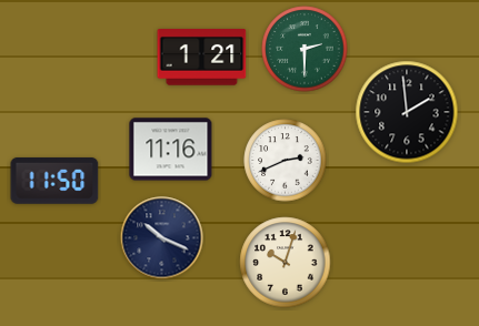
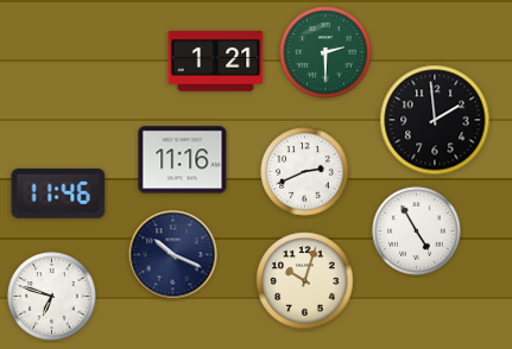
clock at (54, 181): 11:50 -> 11:46
clock at (417, 231): none -> 4:55
clock at (52, 297): none -> 6:48
